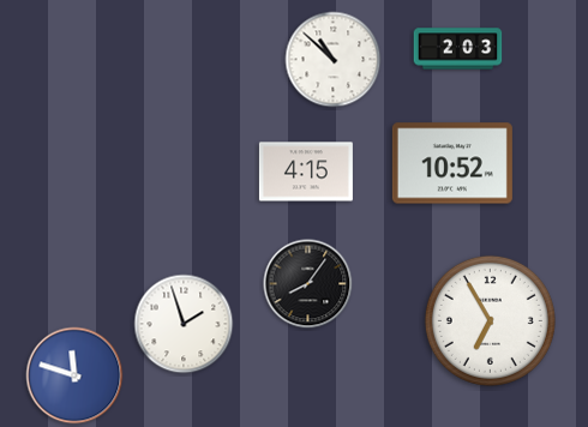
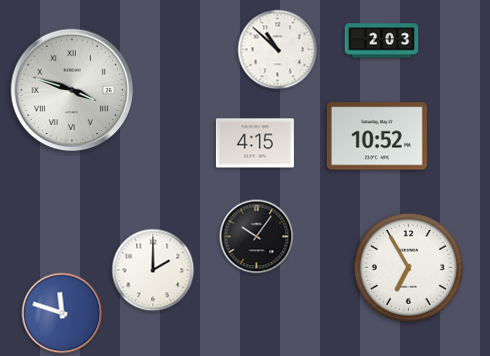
clock at (72, 90): none -> 3:48
clock at (308, 284): 8:06 -> 10:06
clock at (184, 324): 1:57 -> 2:00
